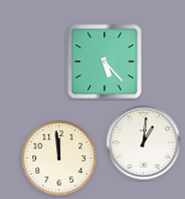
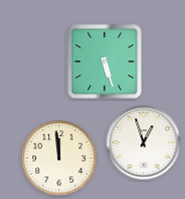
clock at (105, 62): 5:23 -> 5:27
clock at (144, 143): 1:01 -> 12:57
